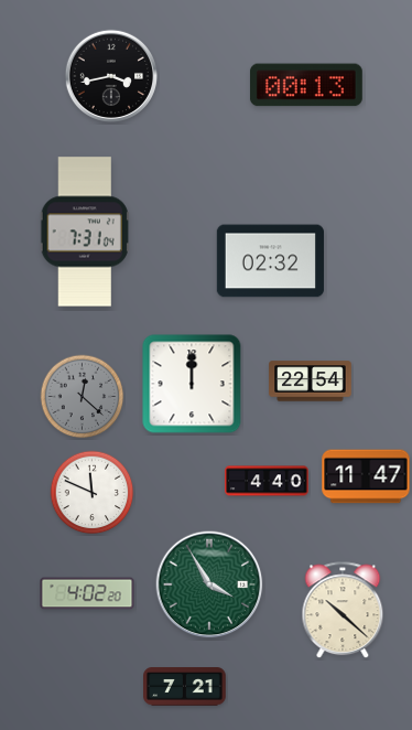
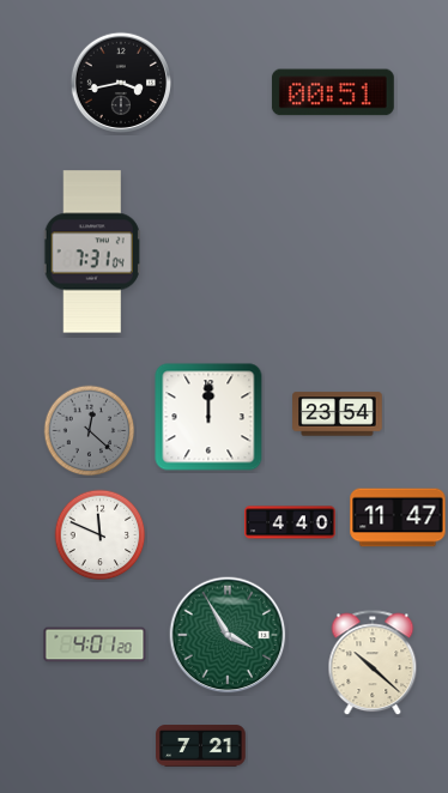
clock at (306, 85): 00:13 -> 00:51
clock at (270, 261): 02:32 -> none
clock at (311, 382): 22:54 -> 23:54
clock at (87, 593): 4:02 -> 4:01
